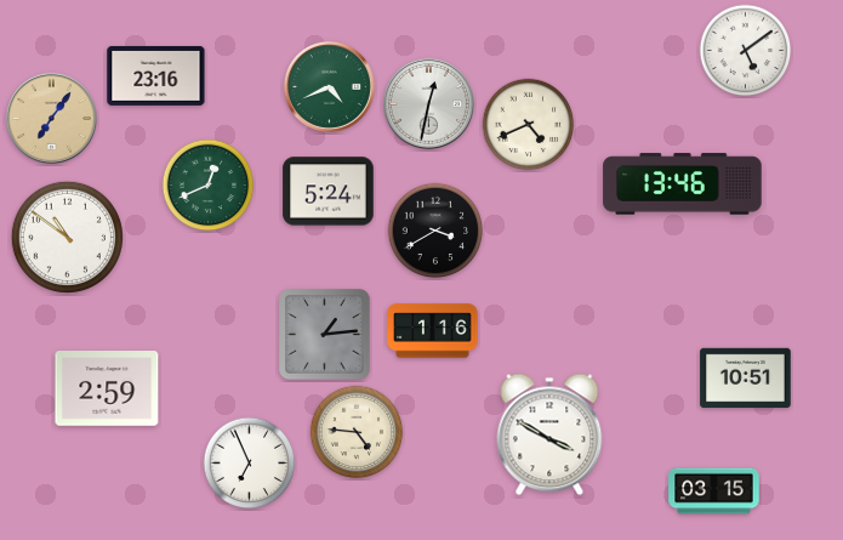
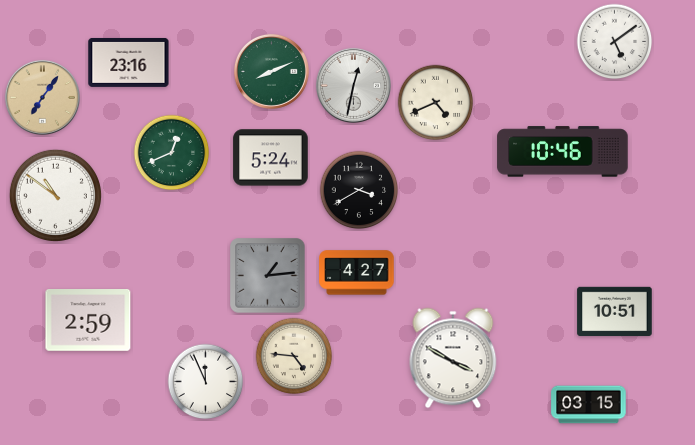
clock at (329, 86): 4:41 -> 8:11
clock at (683, 184): 13:46 -> 10:46
clock at (433, 331): 1:16 -> 4:27
clock at (250, 464): 6:56 -> 11:56
